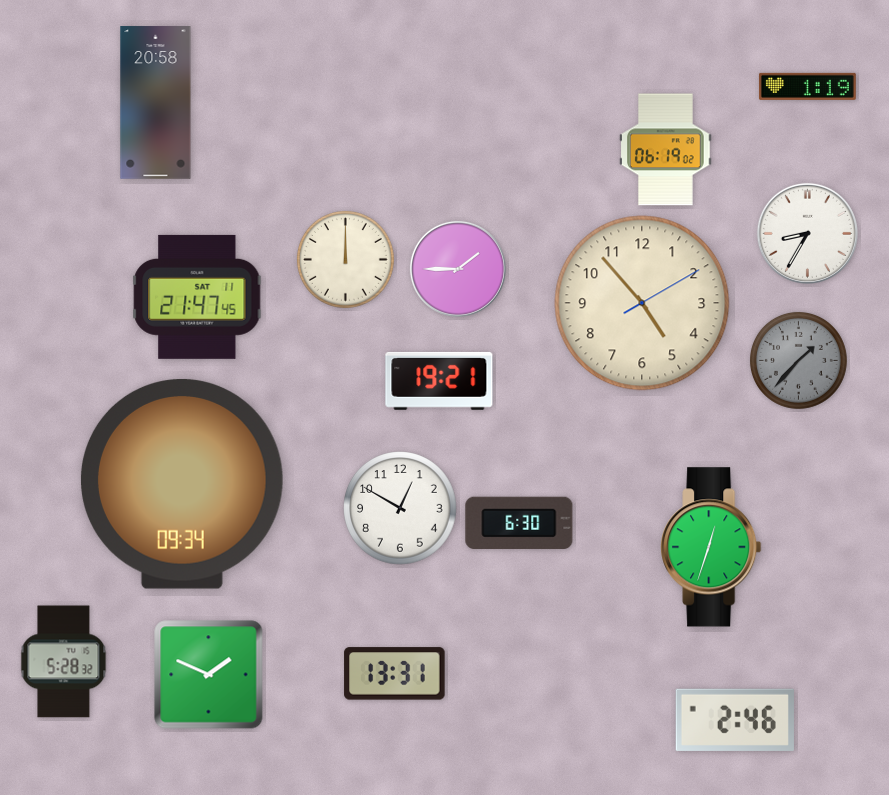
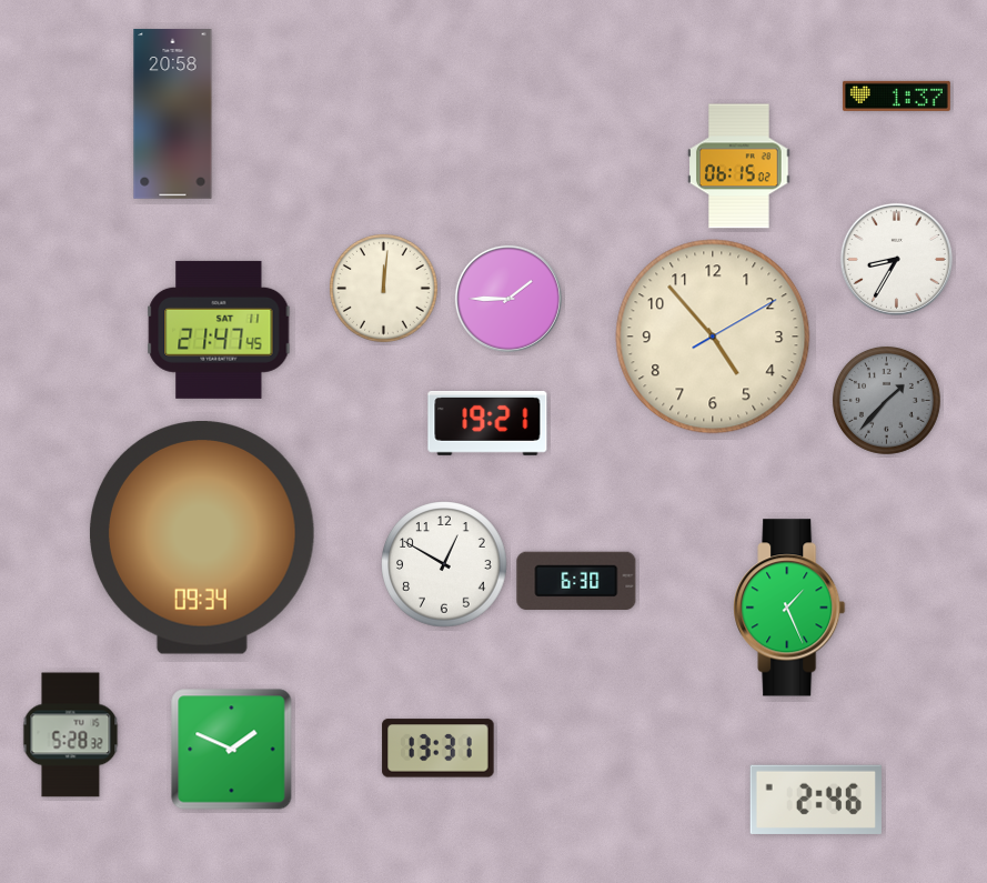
clock at (807, 86): 1:19 -> 1:37
clock at (666, 150): 06:19 -> 06:15
clock at (345, 259): 12:00 -> 12:01
clock at (711, 547): 12:33 -> 1:26
